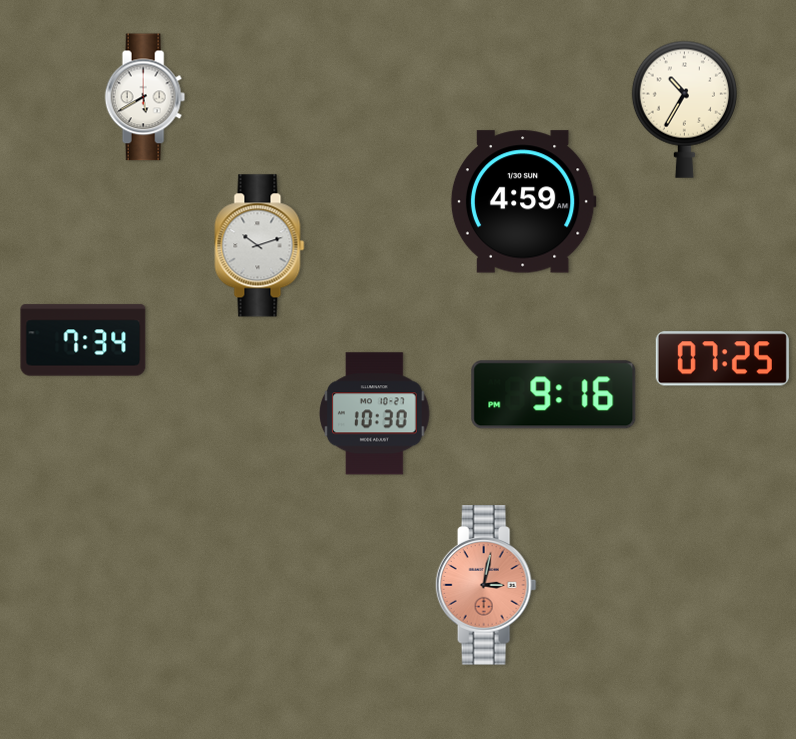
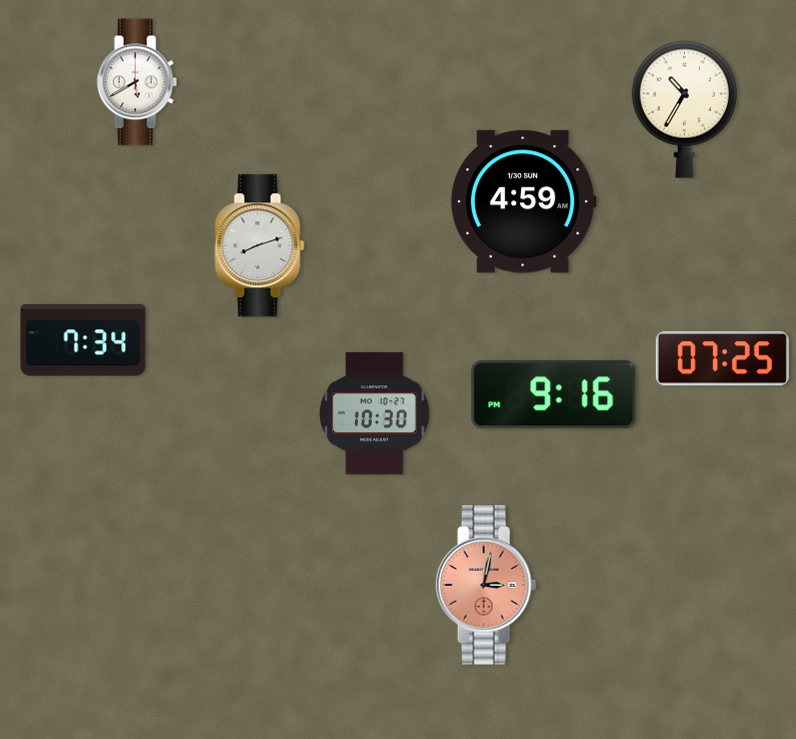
clock at (145, 97) position: (145, 97) -> (137, 82)
clock at (260, 246): 10:12 -> 8:12
